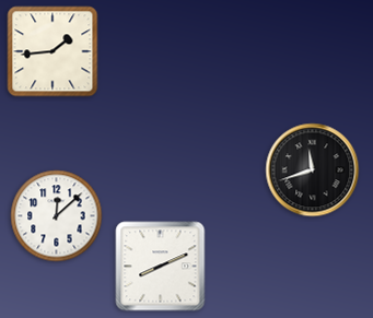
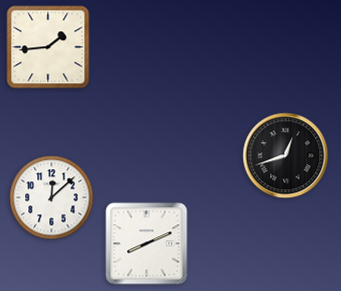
clock at (313, 170): 11:42 -> 12:42
